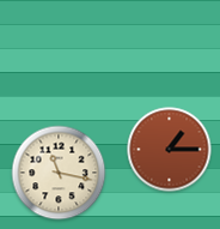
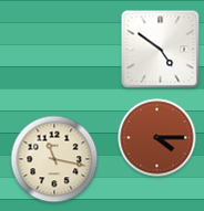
clock at (161, 50): none -> 4:51
clock at (170, 150): 1:15 -> 4:15
